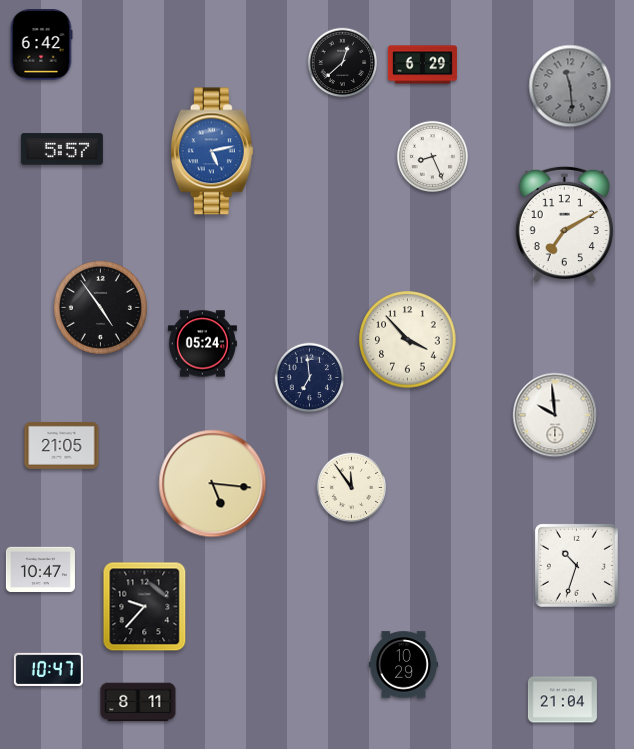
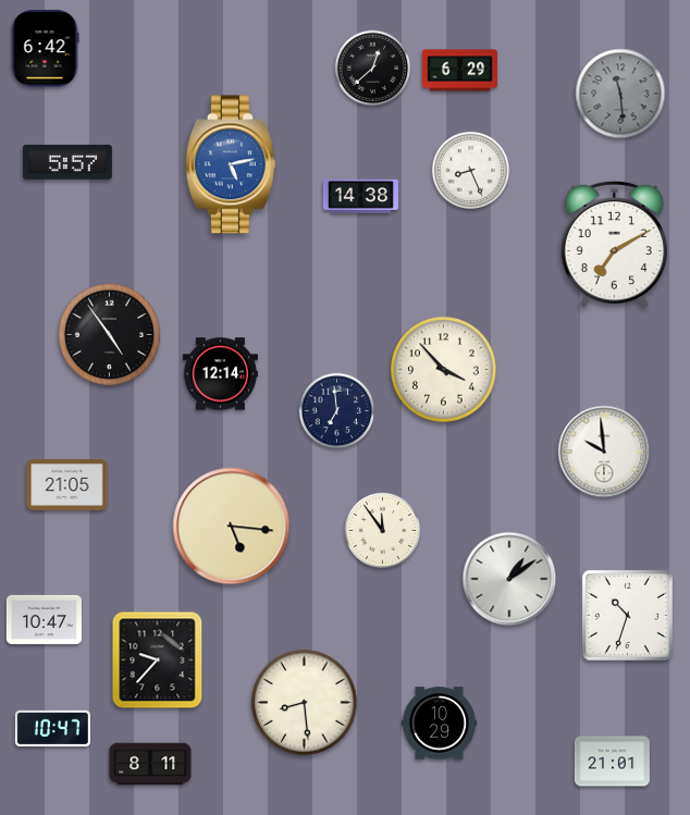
clock at (360, 196): none -> 14:38
clock at (202, 344): 05:24 -> 12:14
clock at (509, 579): none -> 1:09
clock at (305, 703): none -> 8:29
clock at (562, 700): 21:04 -> 21:01
